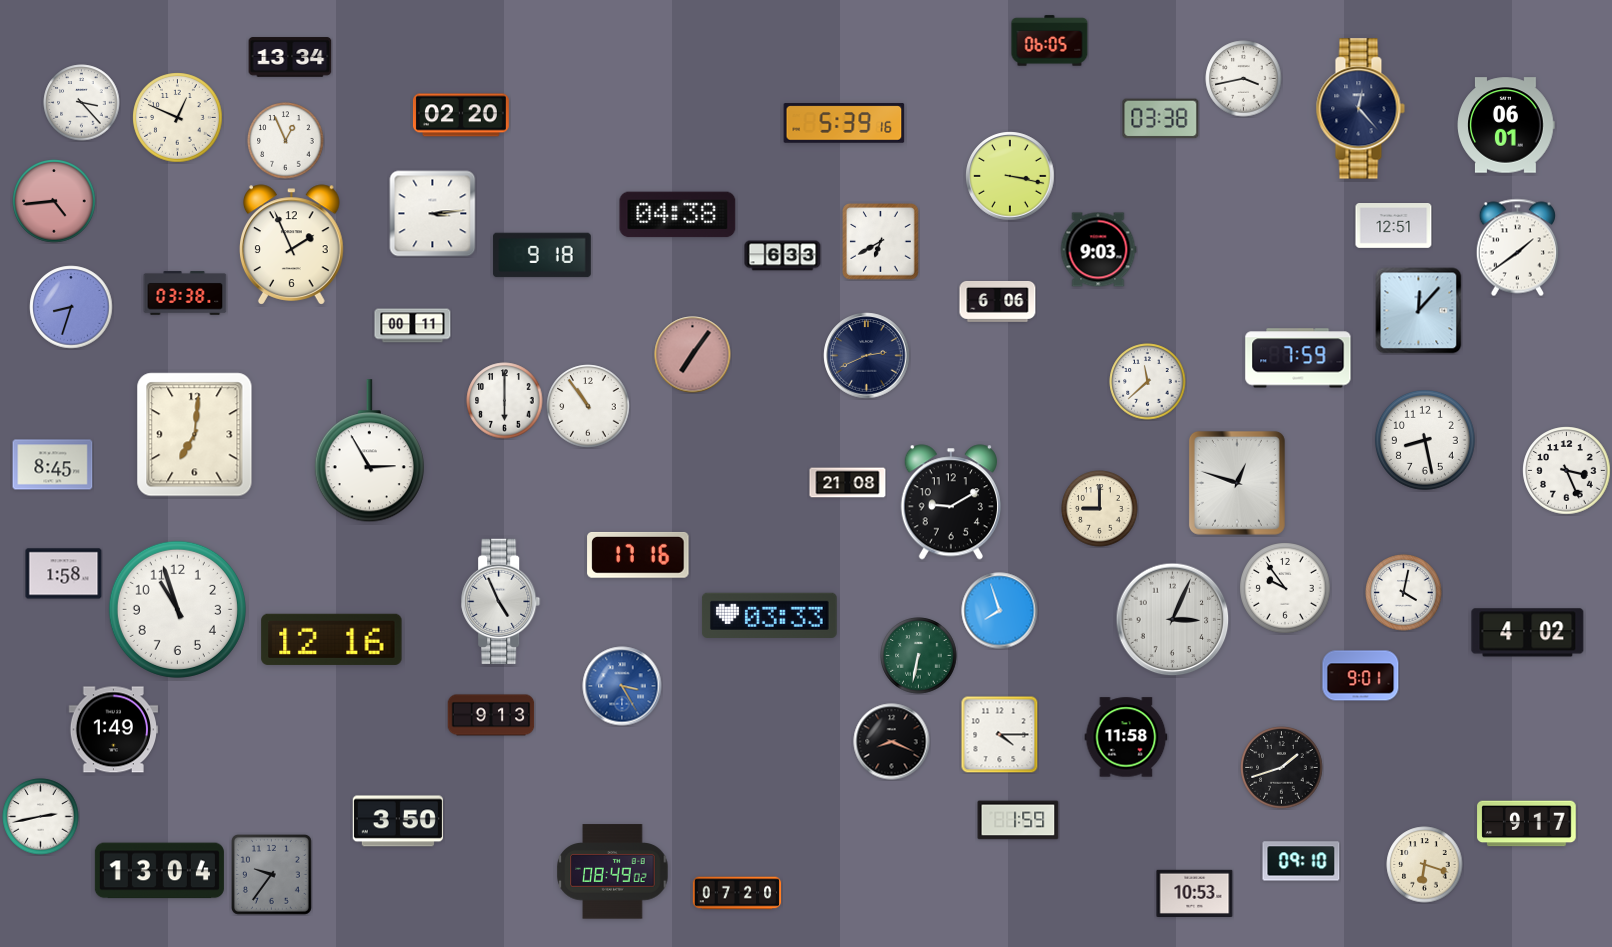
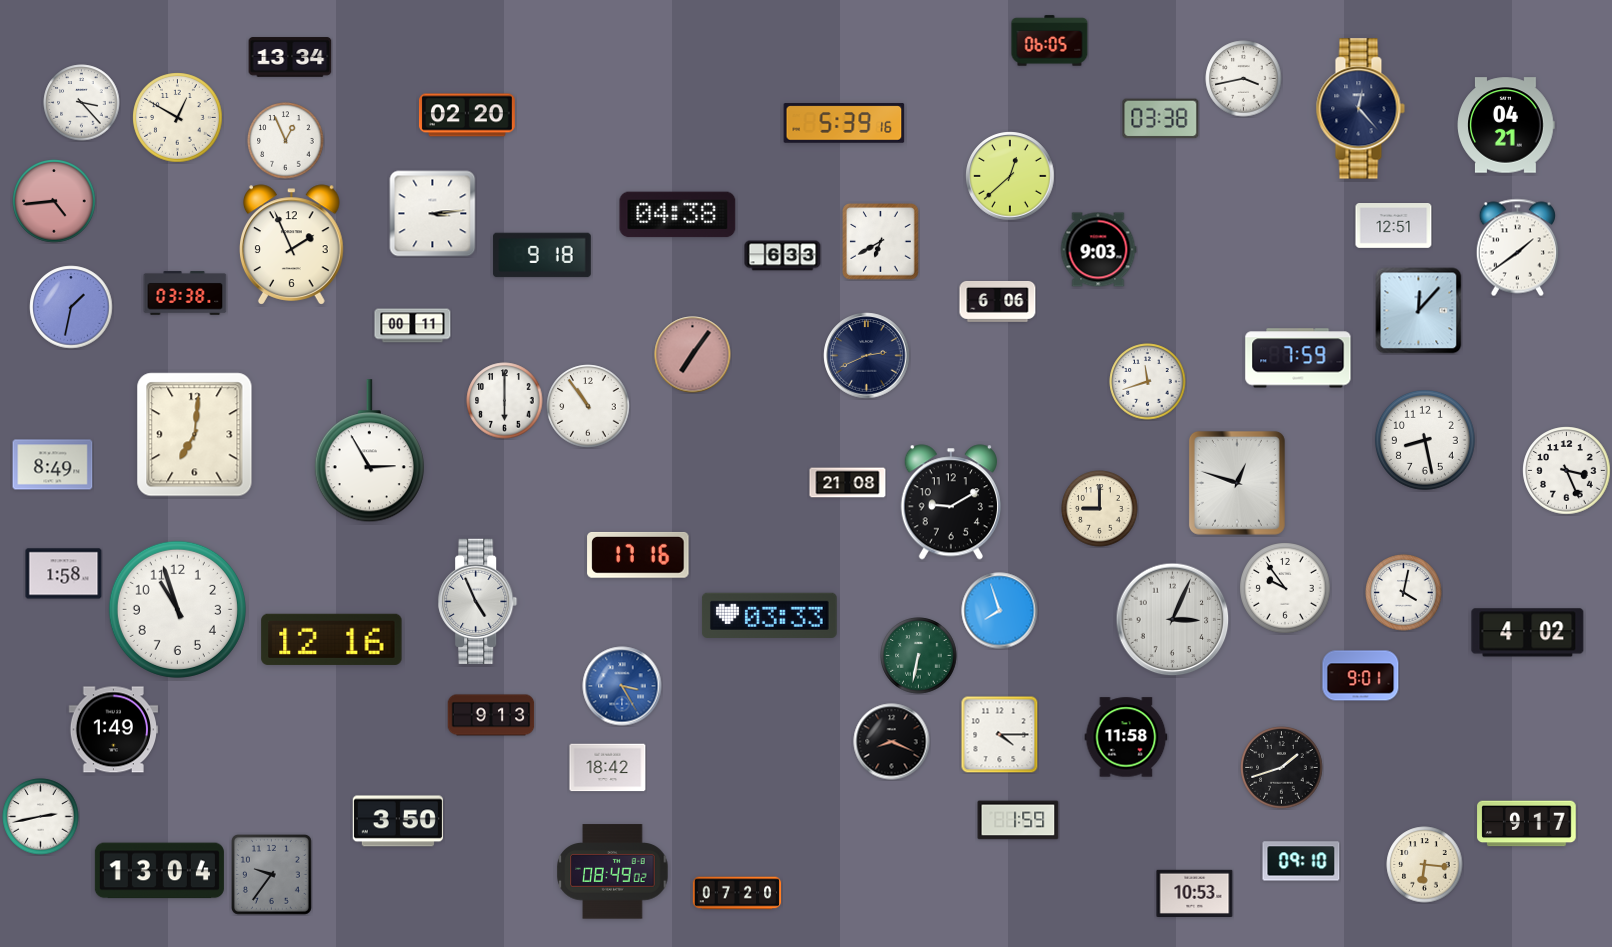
clock at (461, 115) position: (461, 115) -> (467, 115)
clock at (178, 118): 12:49 -> 12:50
clock at (1506, 125): 06:01 -> 04:21
clock at (1010, 176): 3:17 -> 12:38
clock at (71, 307): 8:33 -> 1:32
clock at (1148, 382): 11:38 -> 11:42
clock at (53, 465): 8:45 -> 8:49
clock at (501, 601) position: (501, 601) -> (478, 601)
clock at (608, 768): none -> 18:42
clock at (1425, 865): 6:18 -> 6:16
